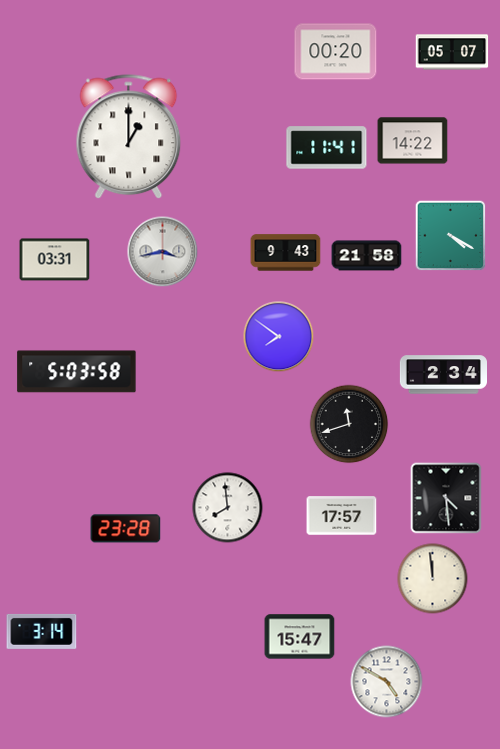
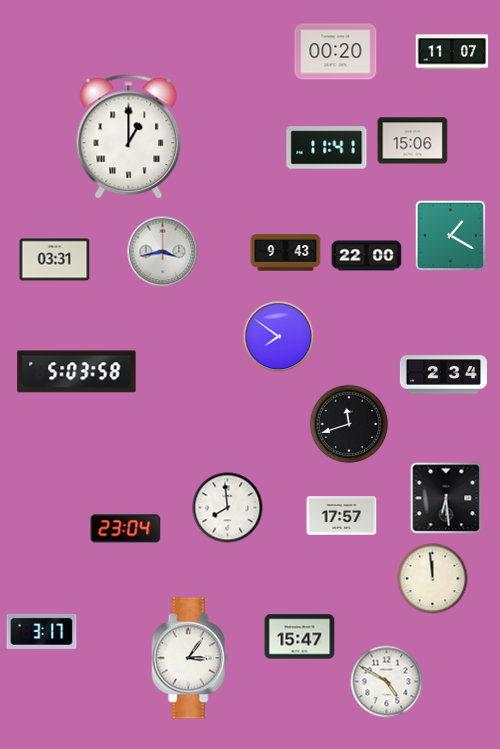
clock at (452, 52): 05:07 -> 11:07
clock at (413, 141): 14:22 -> 15:06
clock at (451, 236): 4:20 -> 1:20
clock at (367, 256): 21:58 -> 22:00
clock at (446, 498): 4:29 -> 6:29
clock at (126, 529): 23:28 -> 23:04
clock at (42, 631): 3:14 -> 3:17
clock at (190, 658): none -> 3:06
